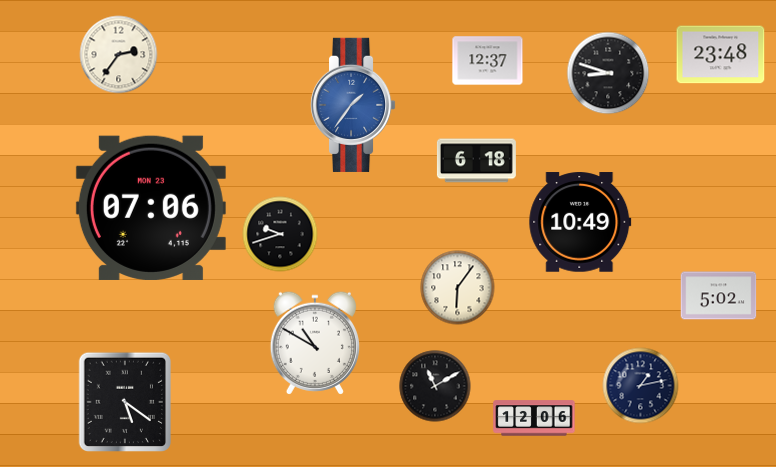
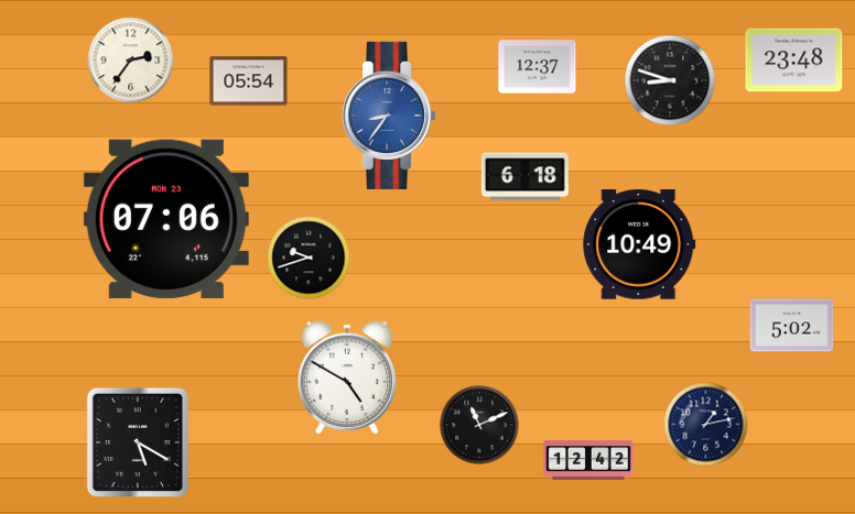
clock at (249, 81): none -> 05:54
clock at (354, 105): 1:36 -> 8:36
clock at (151, 208) position: (151, 208) -> (166, 219)
clock at (458, 288): 6:06 -> none
clock at (315, 343): 10:50 -> 4:50
clock at (435, 386): 11:10 -> 11:11
clock at (124, 402): 5:21 -> 5:20
clock at (534, 418): 12:06 -> 12:42
